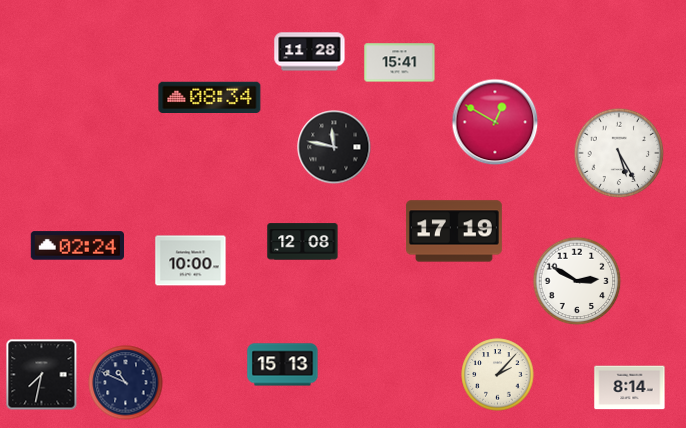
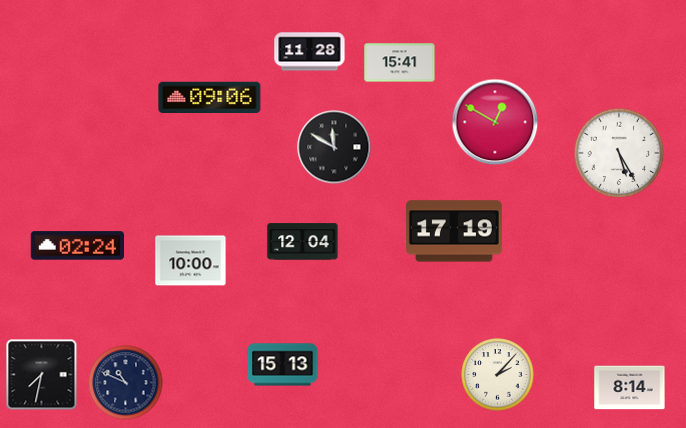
clock at (210, 97): 08:34 -> 09:06
clock at (334, 147): 11:47 -> 11:50
clock at (303, 242): 12:08 -> 12:04
clock at (577, 281): 2:50 -> none
